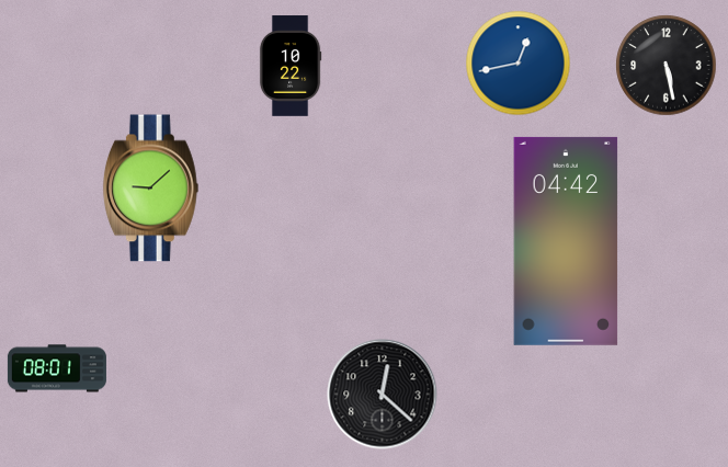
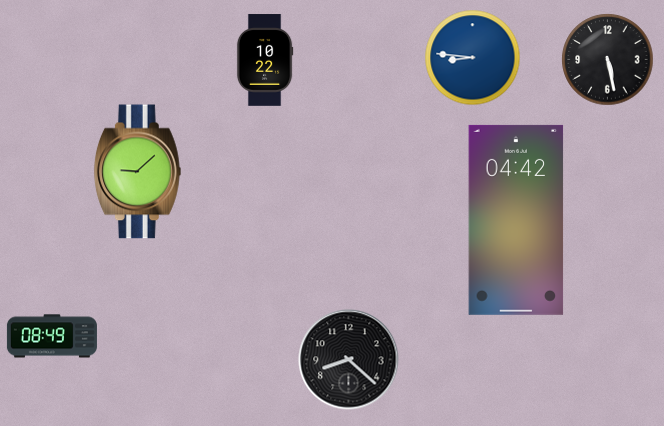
clock at (519, 64): 12:43 -> 8:46
clock at (57, 368): 08:01 -> 08:49
clock at (383, 395): 12:22 -> 8:22
